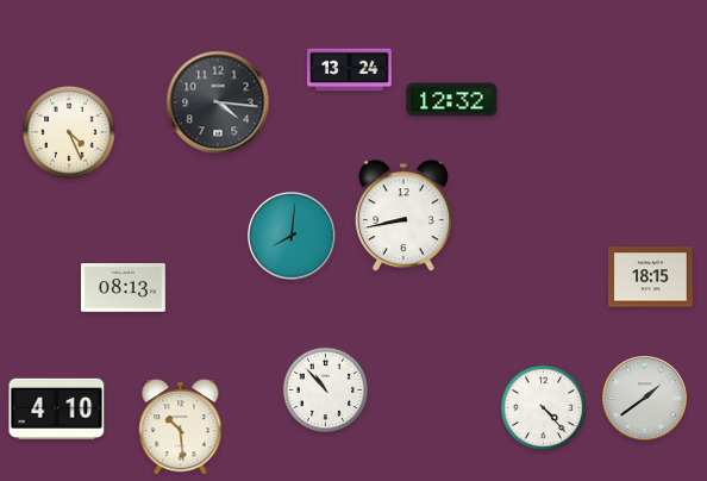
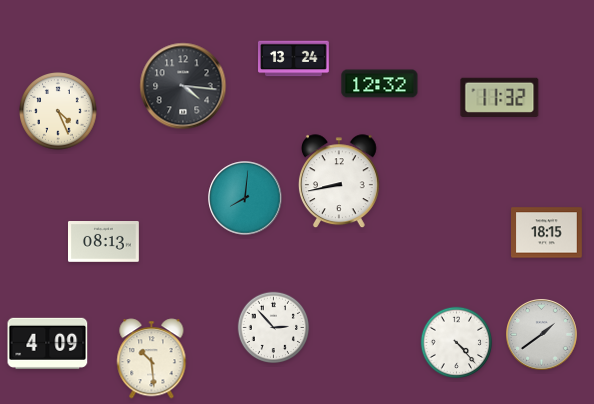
clock at (500, 97): none -> 11:32
clock at (326, 391): 10:53 -> 2:53
clock at (57, 408): 4:10 -> 4:09
